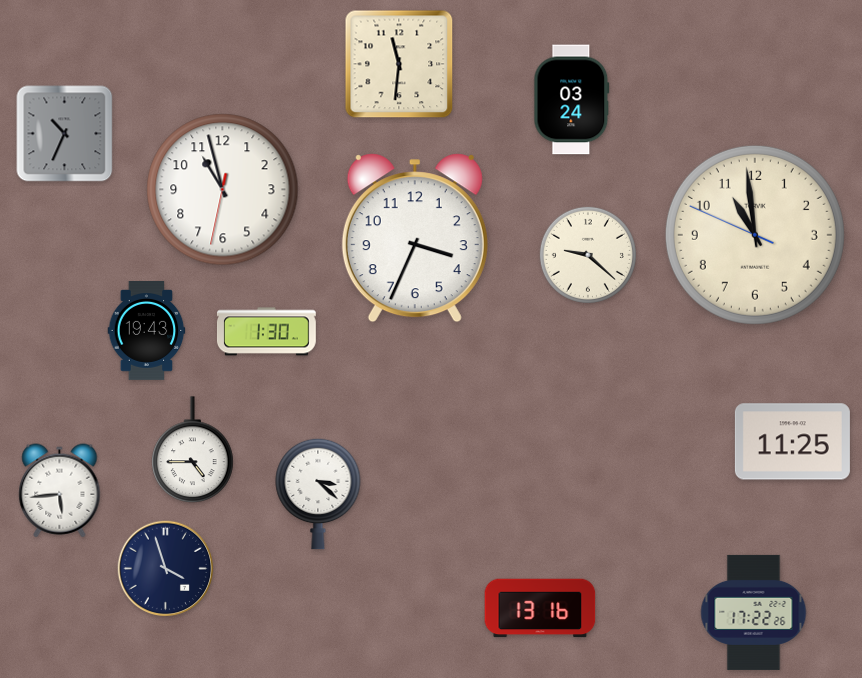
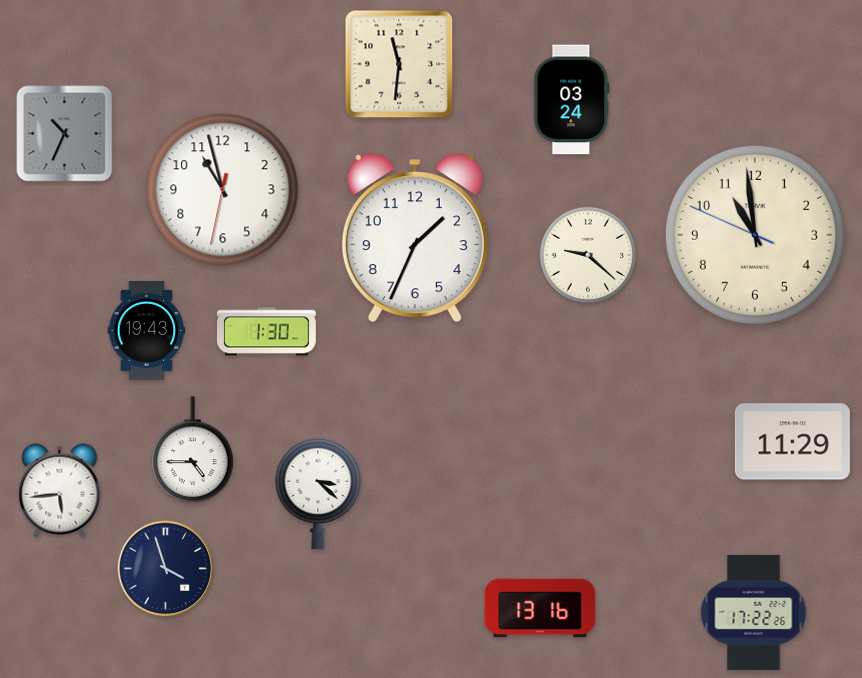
clock at (415, 238): 3:34 -> 1:34
clock at (792, 442): 11:25 -> 11:29
